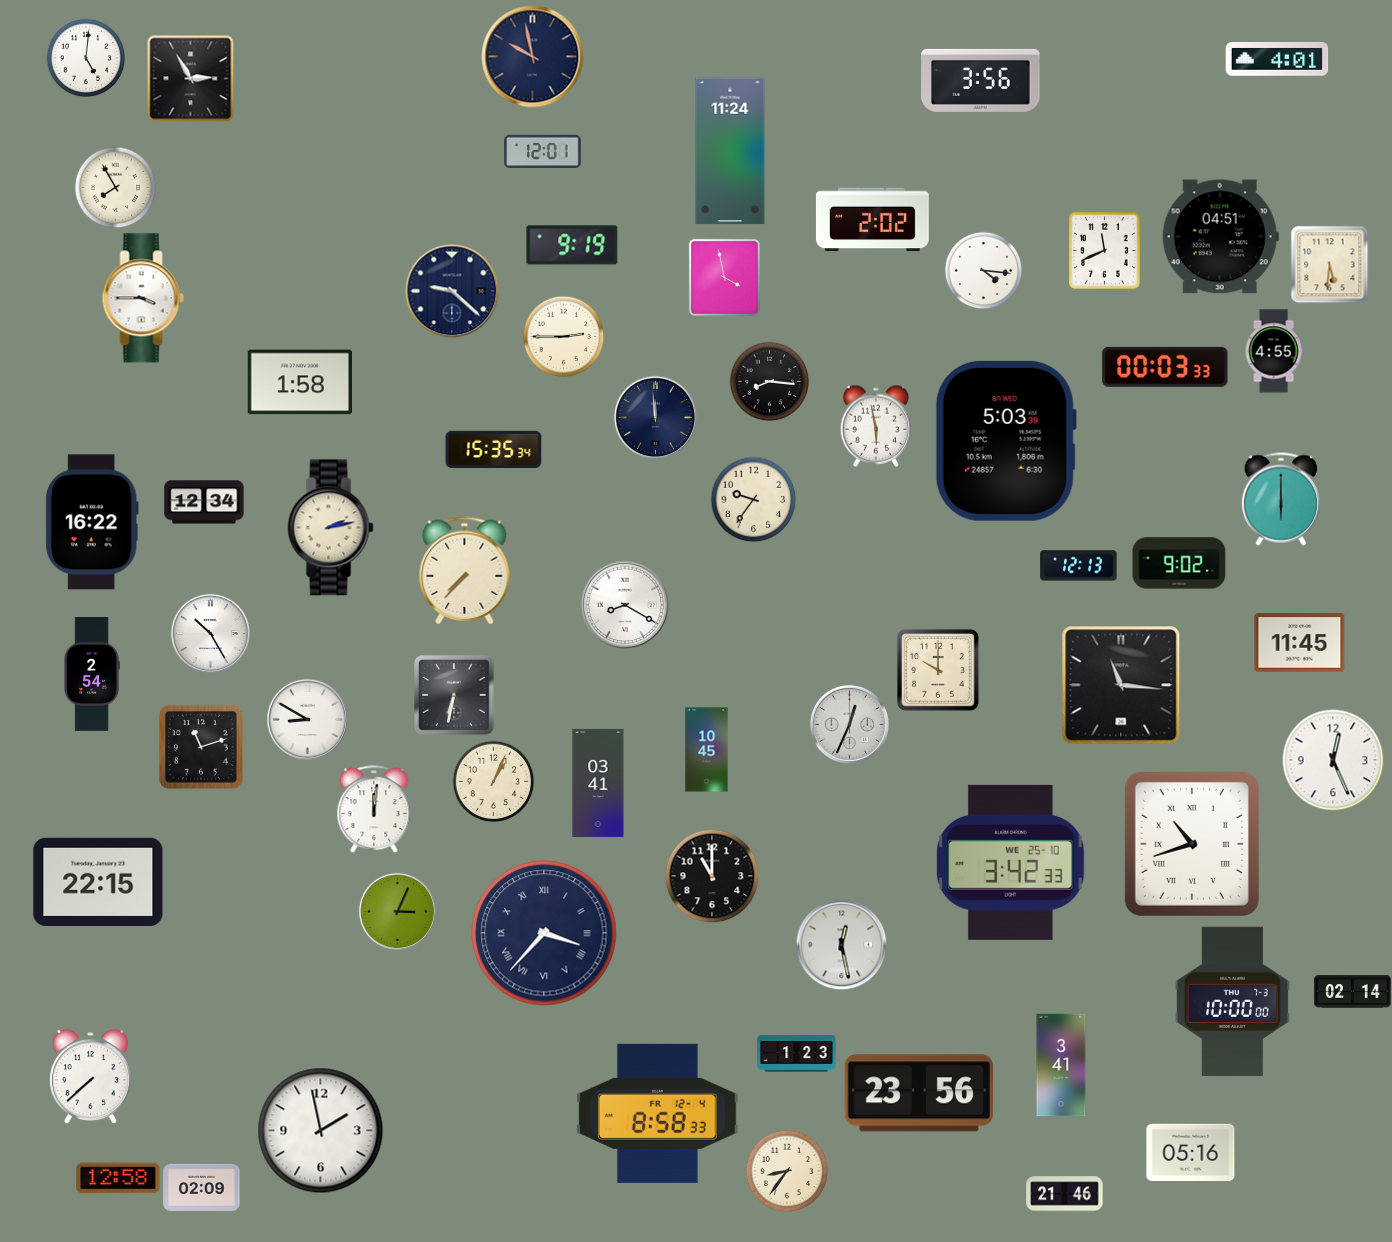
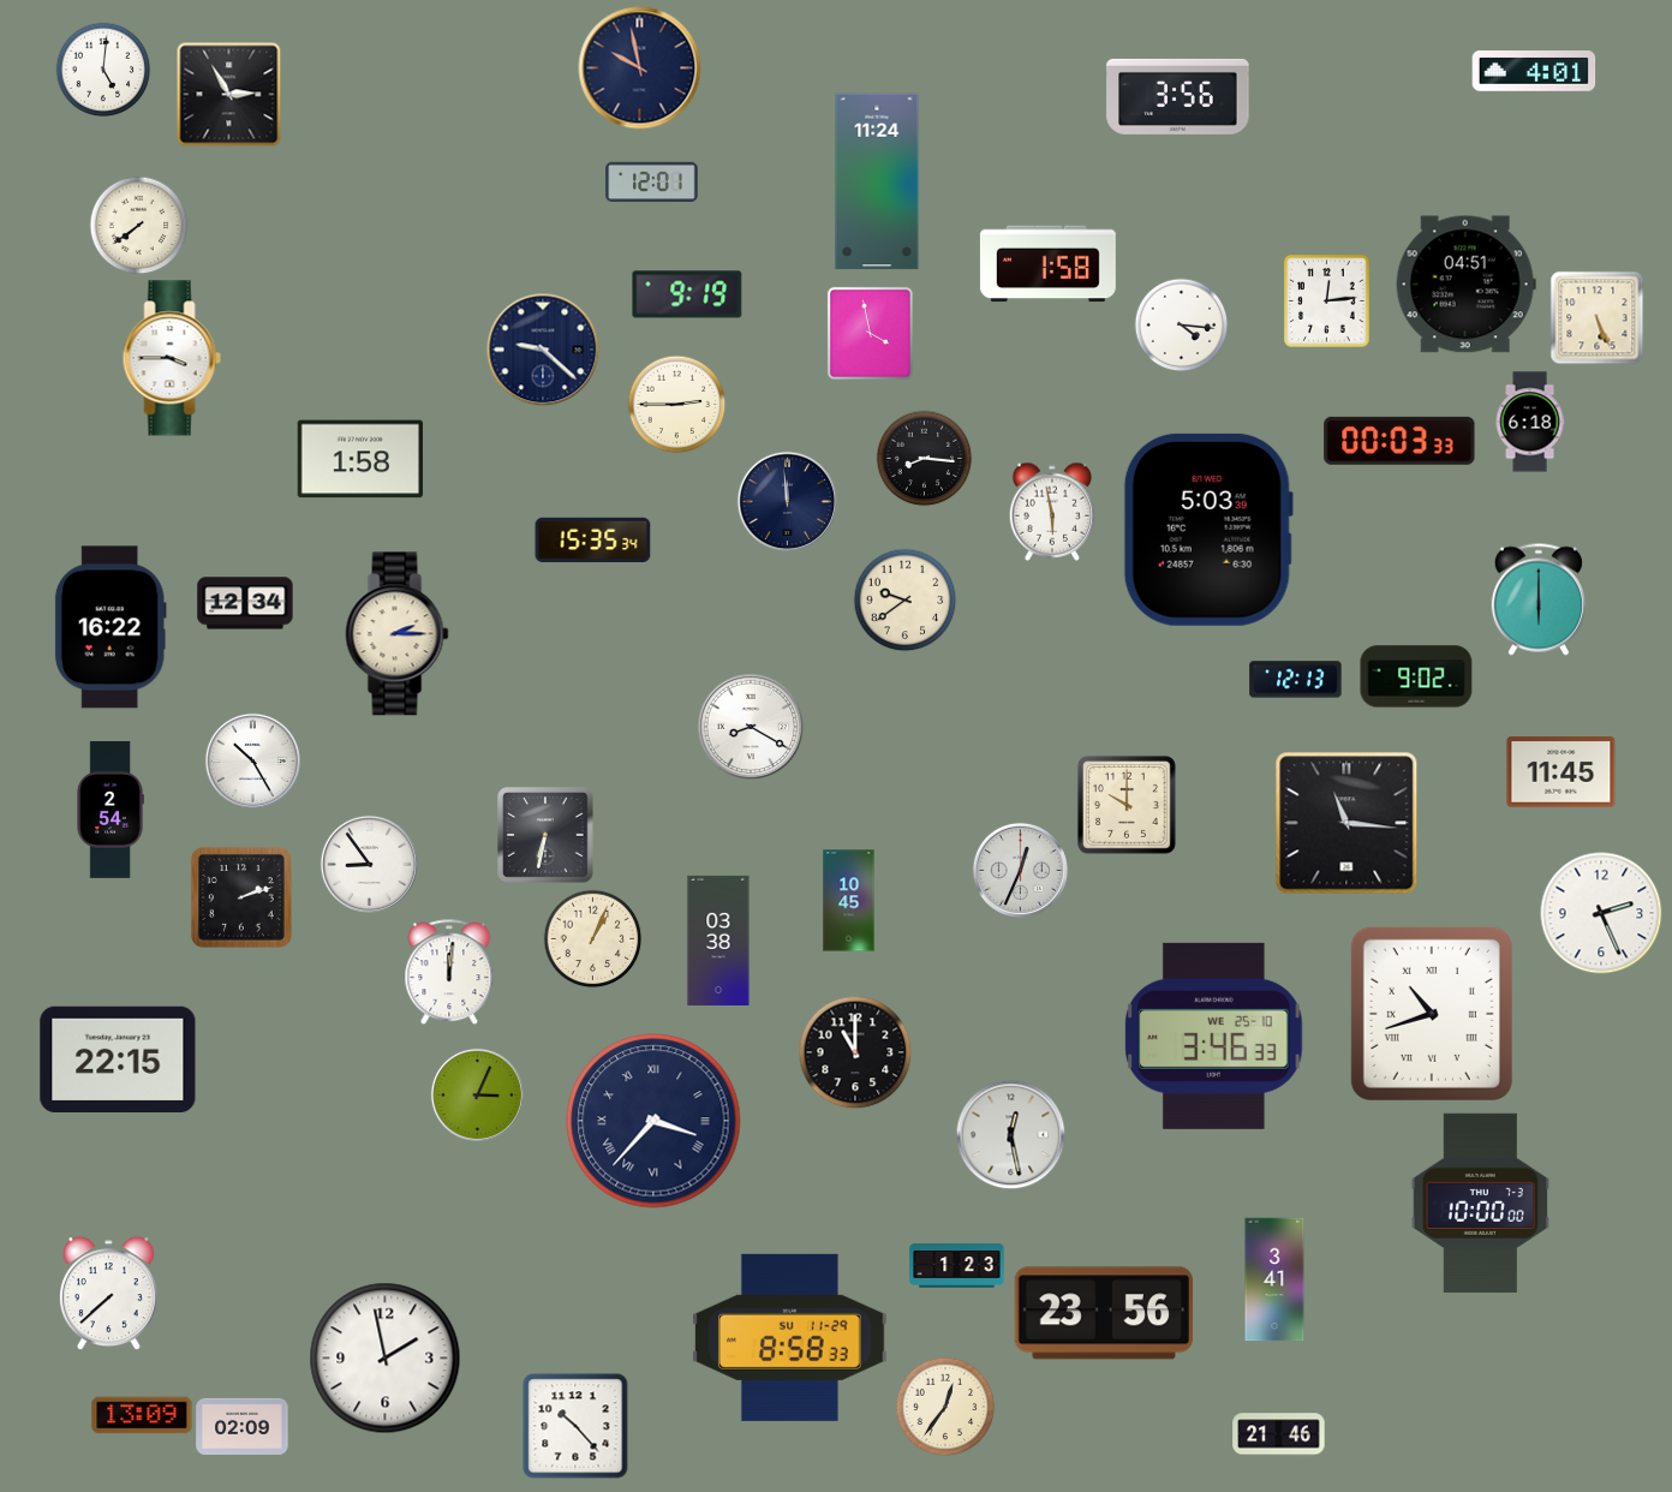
clock at (115, 187): 7:55 -> 7:39
clock at (872, 220): 2:02 -> 1:58
clock at (1105, 251): 11:41 -> 12:14
clock at (1329, 264): 5:31 -> 5:26
clock at (1274, 351): 4:55 -> 6:18
clock at (753, 499): 9:36 -> 9:39
clock at (331, 528): 2:13 -> 2:15
clock at (465, 571): 7:37 -> none
clock at (307, 719): 8:50 -> 8:54
clock at (201, 747): 11:12 -> 2:12
clock at (1333, 760): 12:26 -> 2:26
clock at (598, 783): 03:41 -> 03:38
clock at (1011, 862): 3:42 -> 3:46
clock at (1353, 992): 02:14 -> none
clock at (658, 1113) date: FR 12-4 -> SU 11-29
clock at (1191, 1152): 05:16 -> none
clock at (787, 1171): 8:36 -> 12:36
clock at (118, 1178): 12:58 -> 13:09
clock at (575, 1426): none -> 10:23
